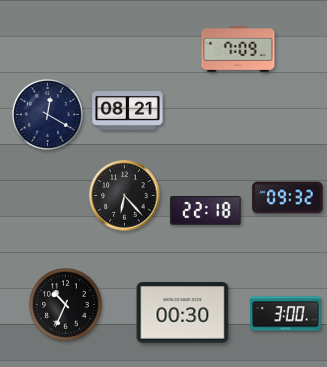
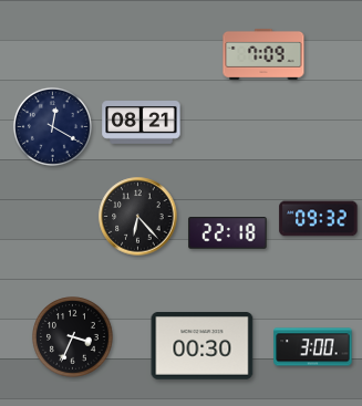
clock at (66, 305): 10:34 -> 3:34
clock at (286, 314) position: (286, 314) -> (313, 347)
